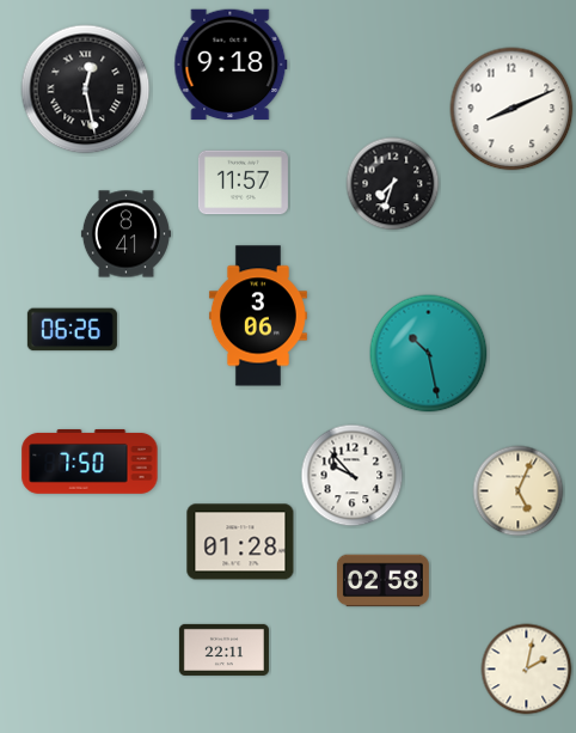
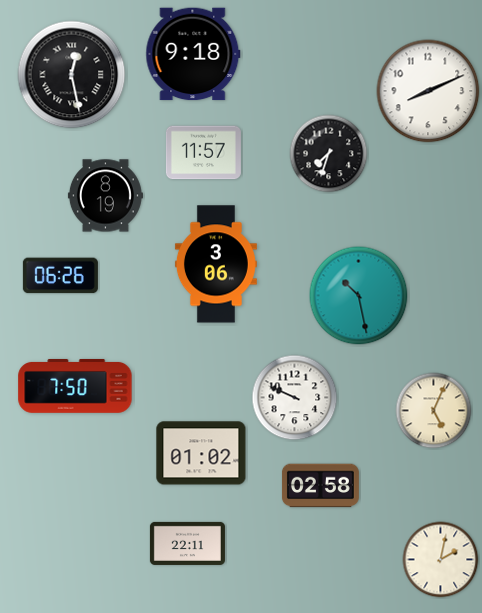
clock at (125, 234): 8:41 -> 8:19
clock at (353, 476): 9:53 -> 9:49
clock at (240, 542): 01:28 -> 01:02
